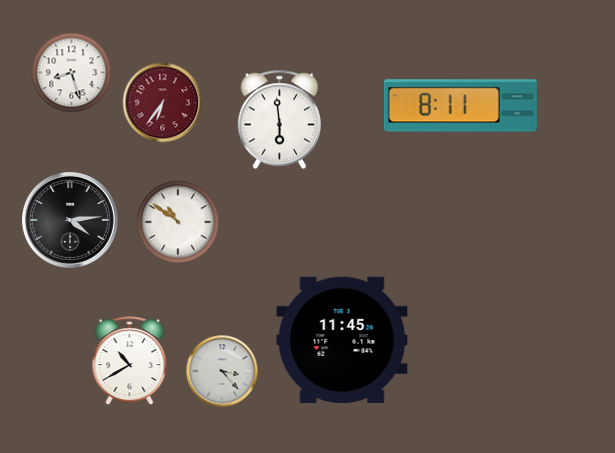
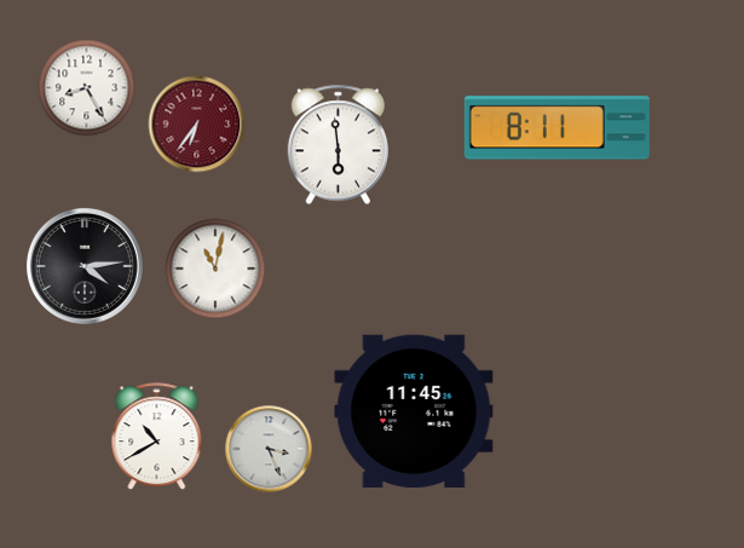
clock at (72, 73): 8:27 -> 8:25
clock at (178, 222): 10:51 -> 11:02
clock at (222, 371): 3:23 -> 3:26
